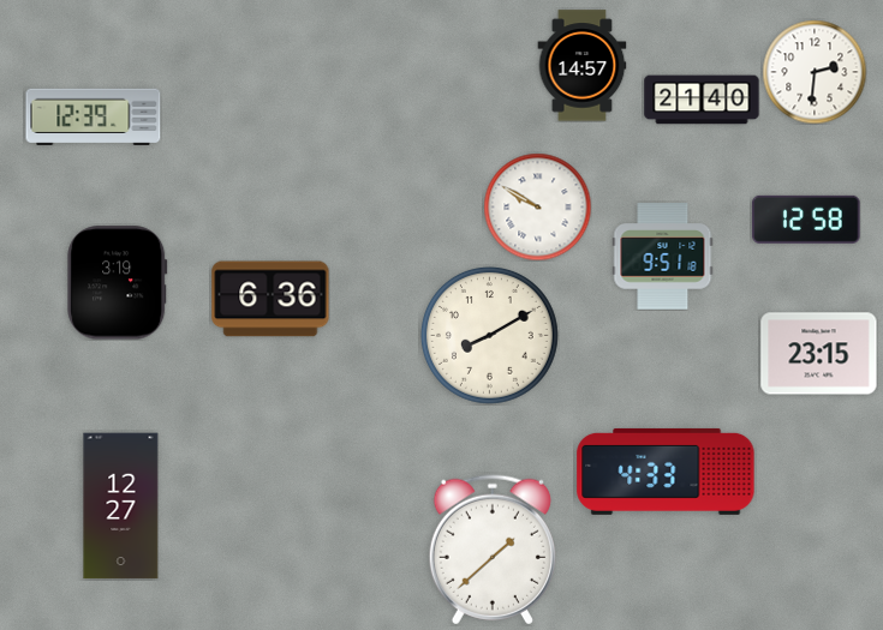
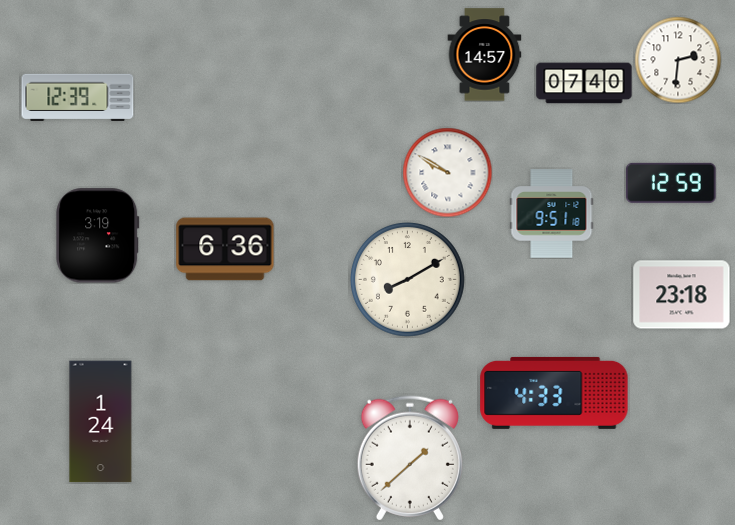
clock at (702, 100): 21:40 -> 07:40
clock at (806, 220): 12:58 -> 12:59
clock at (819, 354): 23:15 -> 23:18
clock at (121, 506): 12:27 -> 1:24
